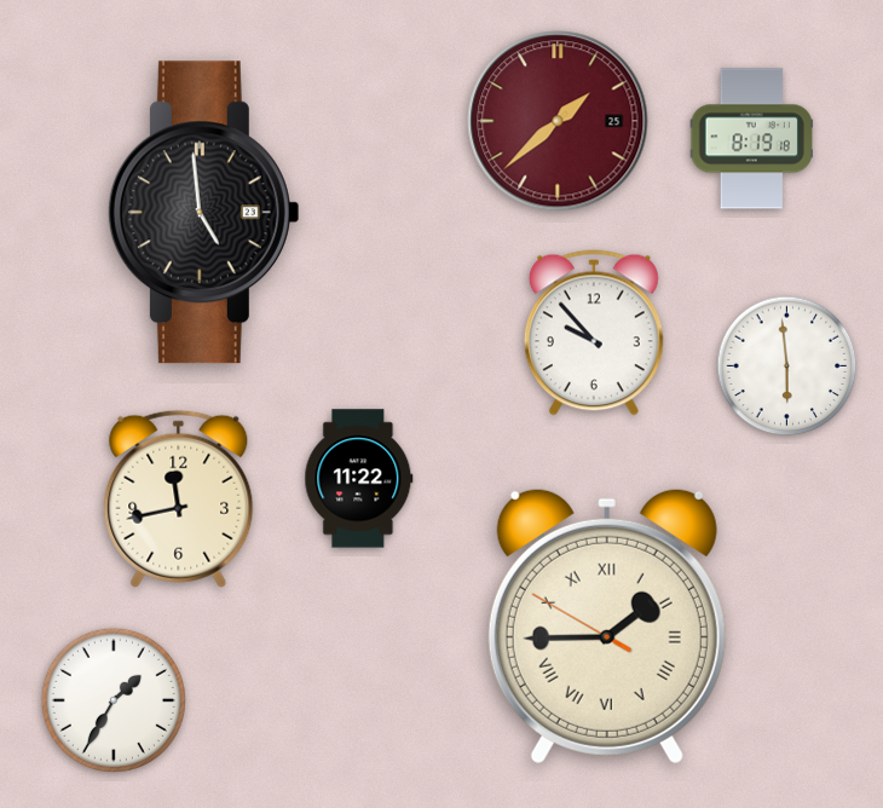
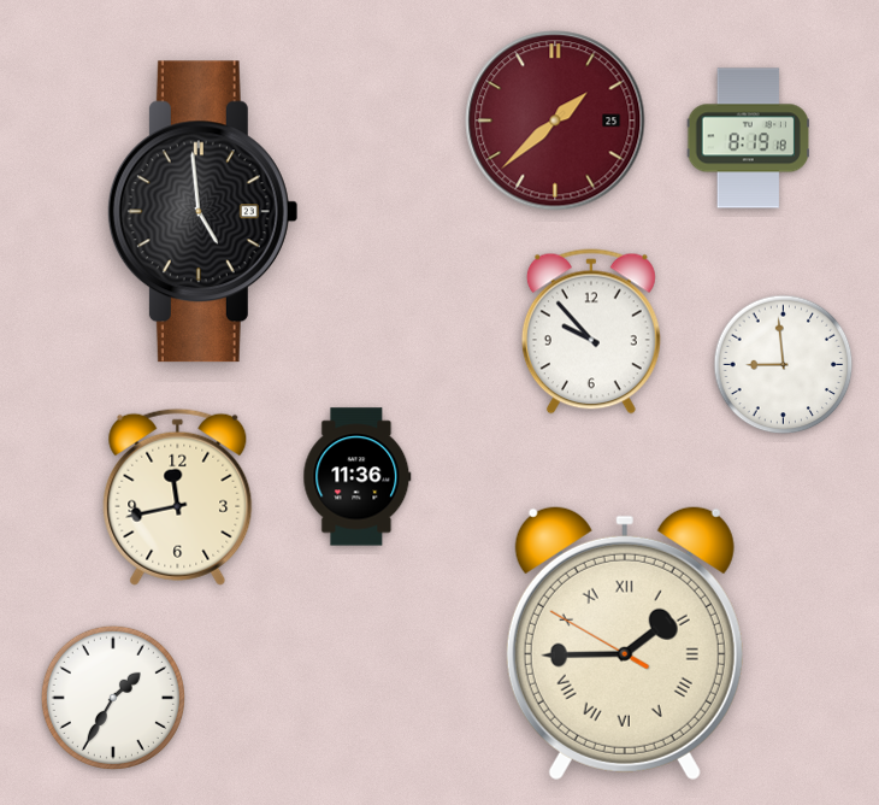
clock at (787, 367): 5:59 -> 8:59
clock at (359, 479): 11:22 -> 11:36
clock at (607, 625) position: (607, 625) -> (625, 642)
